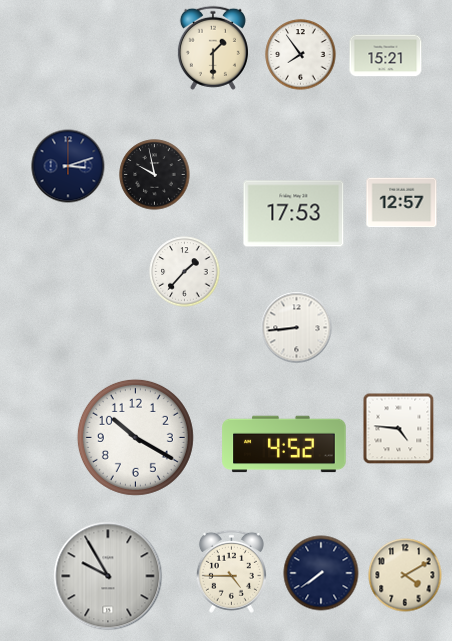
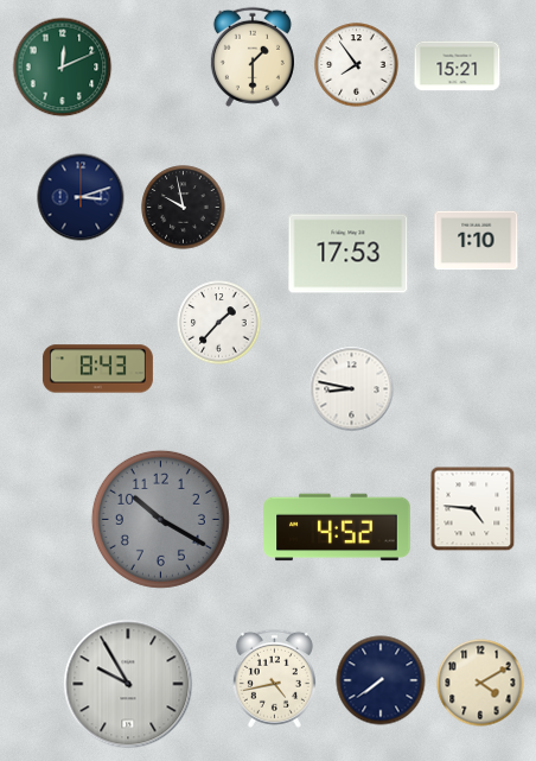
clock at (63, 68): none -> 12:11
clock at (402, 203): 12:57 -> 1:10
clock at (97, 369): none -> 8:43
clock at (297, 328): 8:44 -> 8:47
clock at (135, 437) dial: white -> grey
clock at (231, 571): 4:45 -> 4:43
